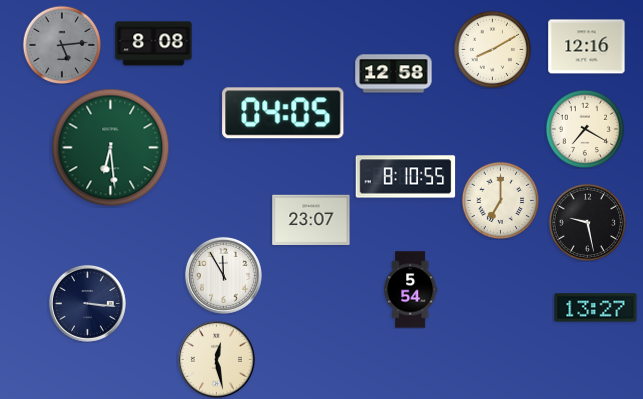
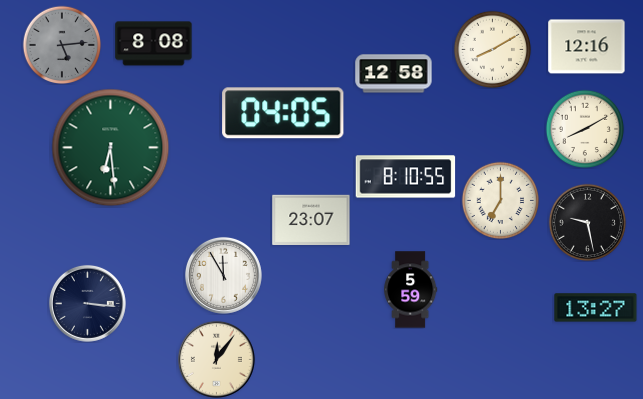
clock at (585, 129): 7:20 -> 8:10
clock at (411, 290): 5:54 -> 5:59
clock at (216, 359): 12:28 -> 12:06
